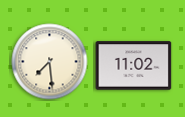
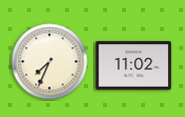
clock at (50, 62): 7:29 -> 7:34
